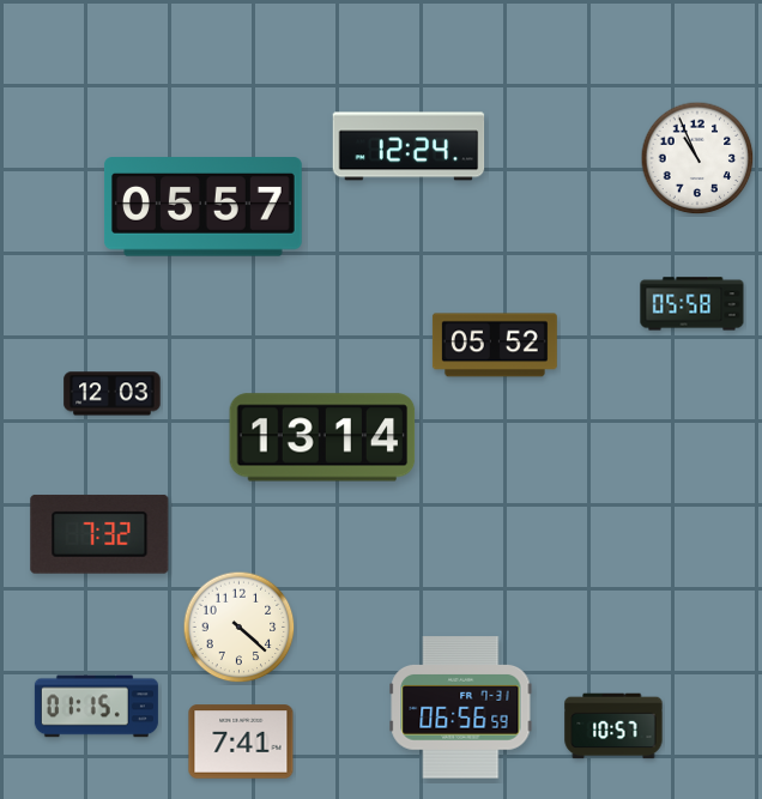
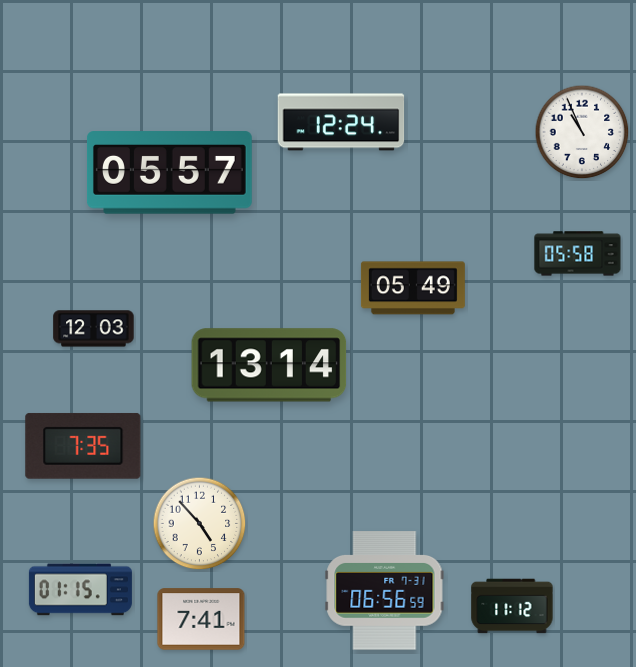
clock at (495, 345): 05:52 -> 05:49
clock at (99, 534): 7:32 -> 7:35
clock at (240, 628): 4:22 -> 4:53
clock at (613, 726): 10:57 -> 11:12
